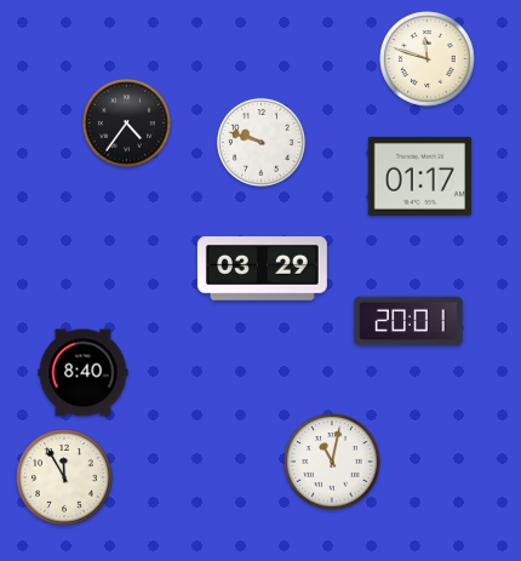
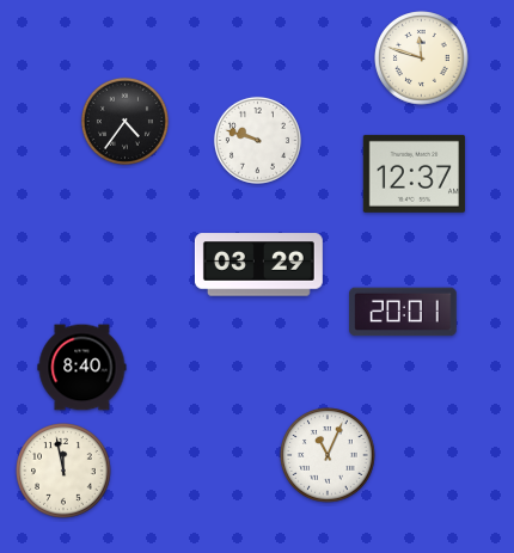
clock at (419, 176): 01:17 -> 12:37
clock at (408, 321) position: (408, 321) -> (403, 312)
clock at (332, 462): 11:02 -> 11:04
clock at (64, 477): 11:55 -> 11:58
